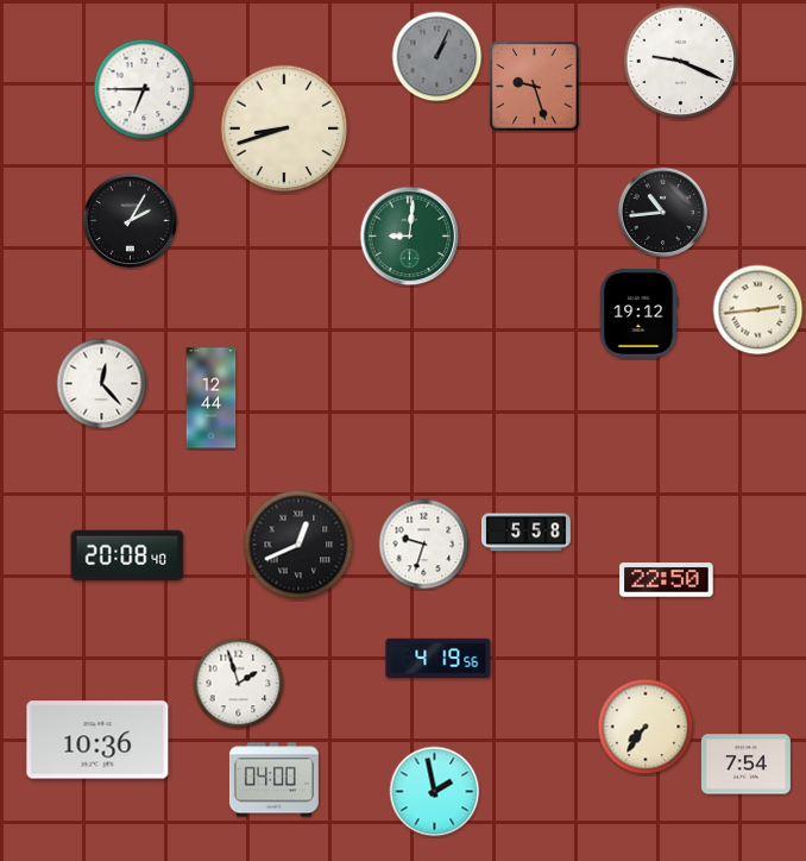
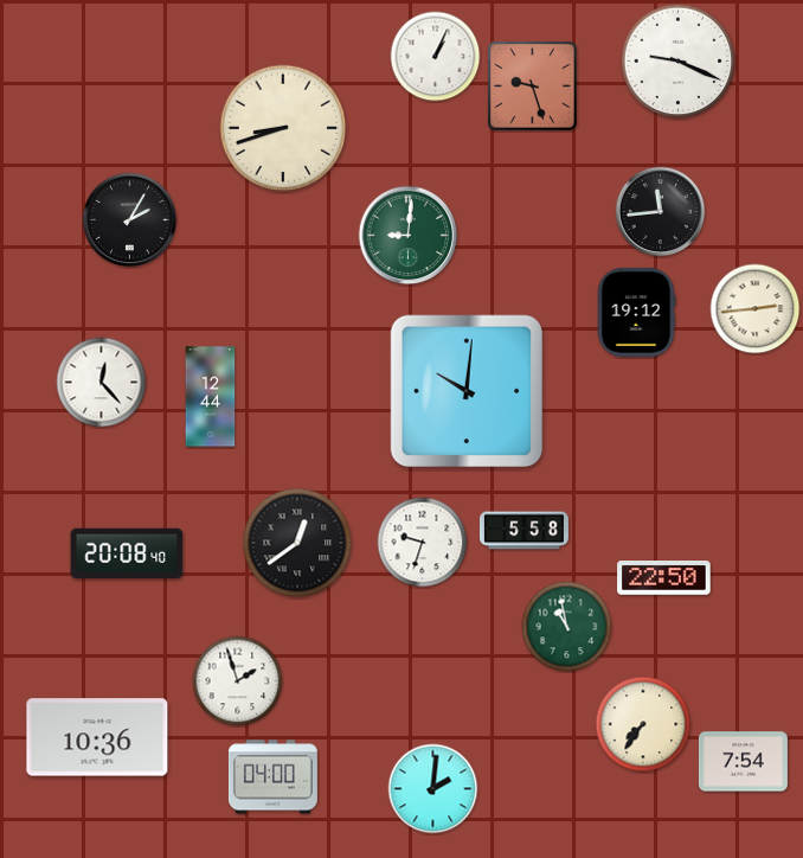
clock at (437, 57) dial: grey -> white
clock at (144, 89): 6:45 -> none
clock at (663, 213): 10:44 -> 11:44
clock at (467, 391): none -> 10:01
clock at (298, 545): 12:41 -> 12:39
clock at (567, 627): none -> 10:58
clock at (439, 659): 4:19 -> none
clock at (435, 792): 1:58 -> 2:01
